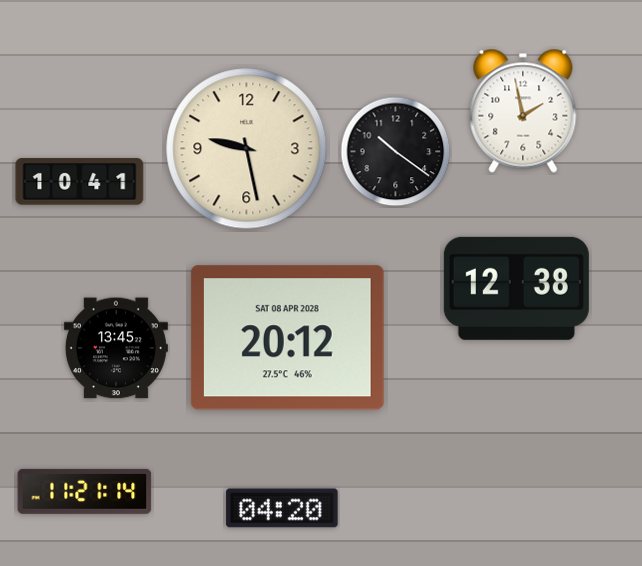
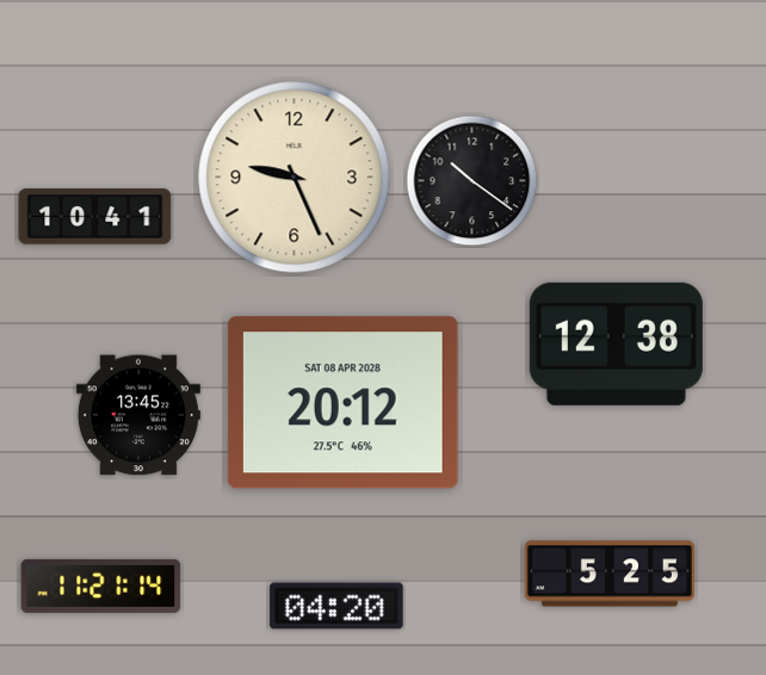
clock at (523, 111): 1:58 -> none
clock at (247, 149): 9:28 -> 9:26
clock at (610, 574): none -> 5:25
